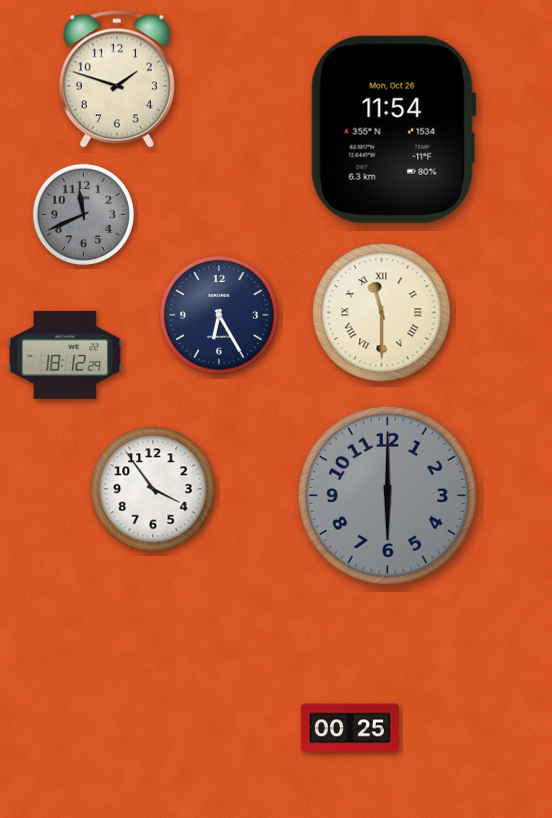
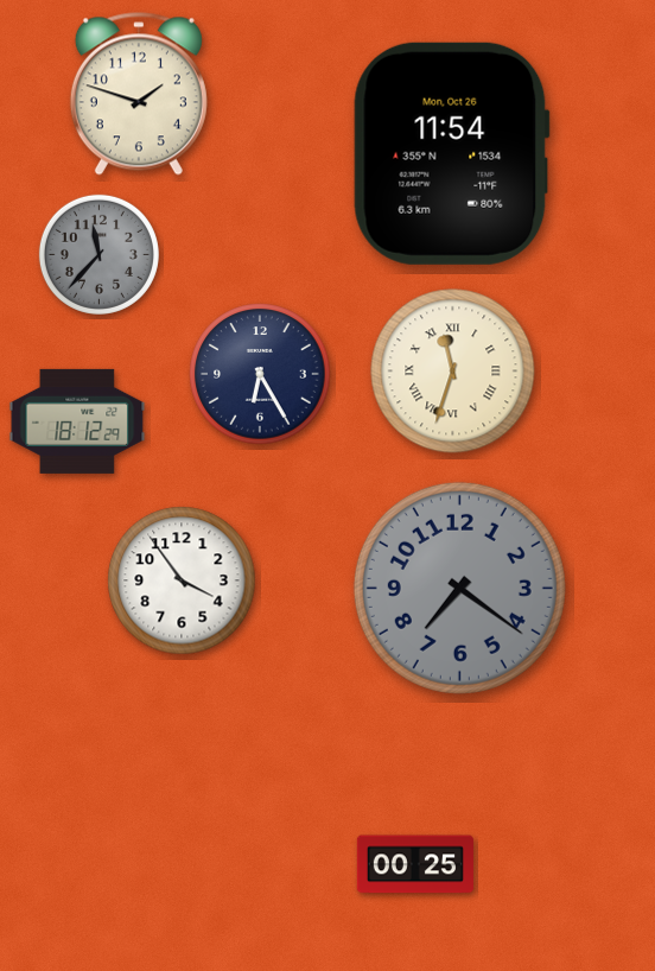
clock at (393, 129) position: (393, 129) -> (451, 153)
clock at (83, 214): 11:41 -> 11:37
clock at (382, 313): 11:30 -> 11:33
clock at (387, 495): 6:00 -> 7:21
